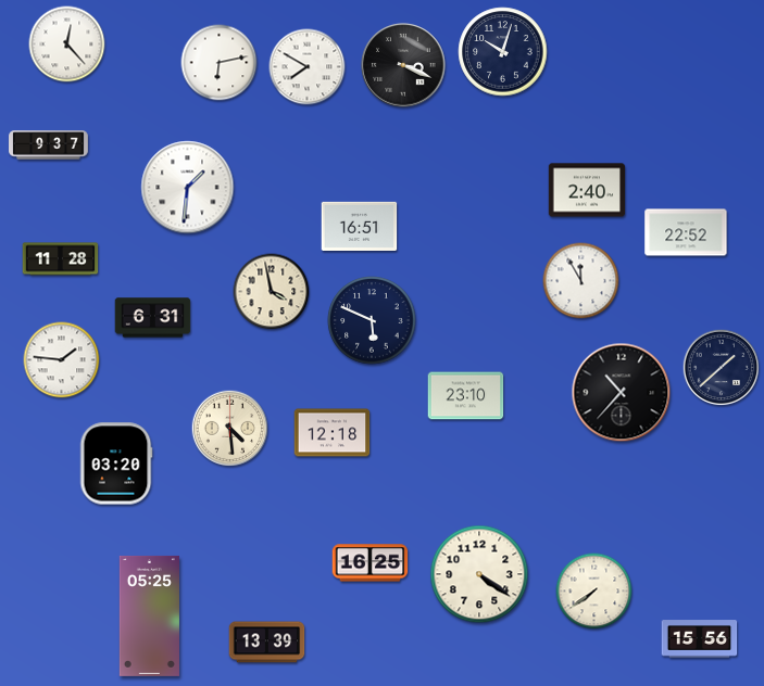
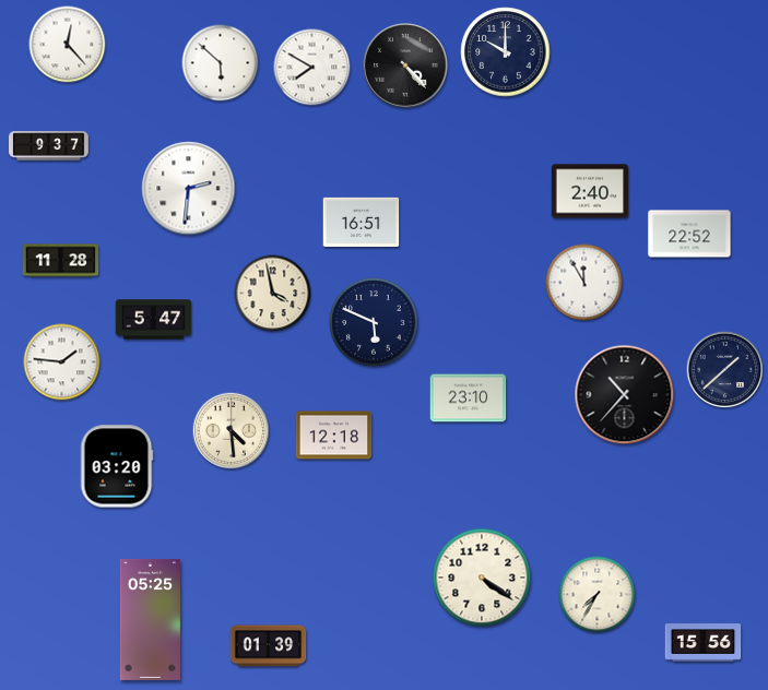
clock at (503, 52): 10:03 -> 10:00
clock at (220, 63): 6:13 -> 5:52
clock at (403, 65): 3:19 -> 4:23
clock at (308, 67) position: (308, 67) -> (312, 68)
clock at (188, 188): 1:31 -> 2:31
clock at (360, 226) position: (360, 226) -> (362, 222)
clock at (153, 318): 6:31 -> 5:47
clock at (371, 563): 16:25 -> none
clock at (594, 592): 7:39 -> 7:35
clock at (267, 643): 13:39 -> 01:39
